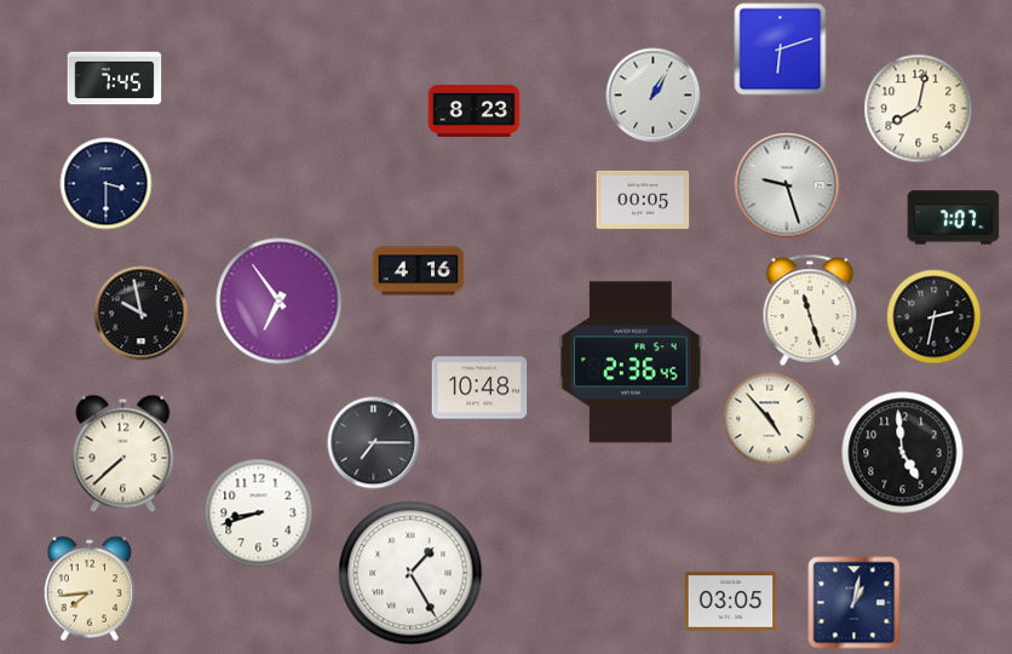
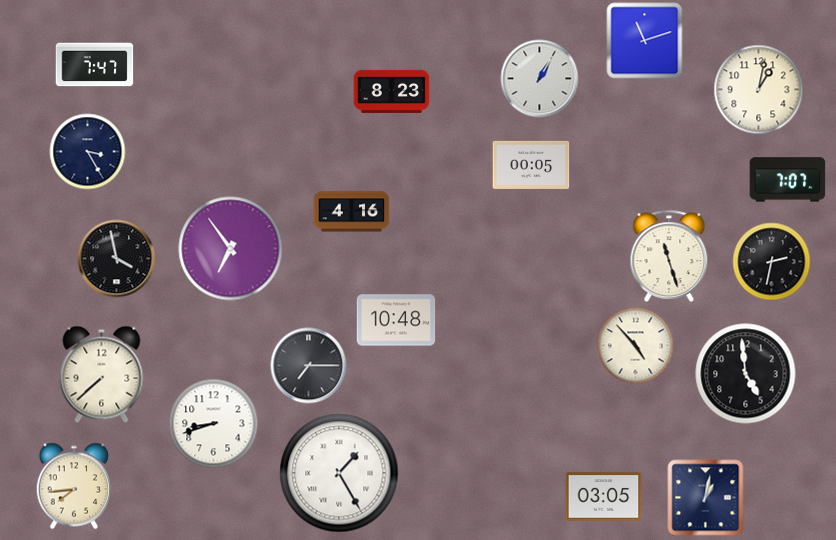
clock at (781, 50): 6:12 -> 11:12
clock at (115, 79): 7:45 -> 7:47
clock at (919, 109): 8:02 -> 1:02
clock at (107, 184): 3:30 -> 3:25
clock at (787, 185): 9:27 -> none
clock at (419, 271) position: (419, 271) -> (352, 212)
clock at (142, 314): 9:58 -> 3:58
clock at (631, 362): 2:36 -> none
